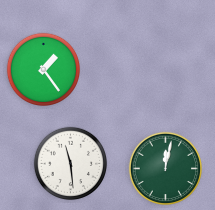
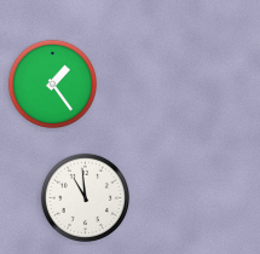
clock at (71, 164): 11:29 -> 10:59
clock at (166, 169): 12:02 -> none
